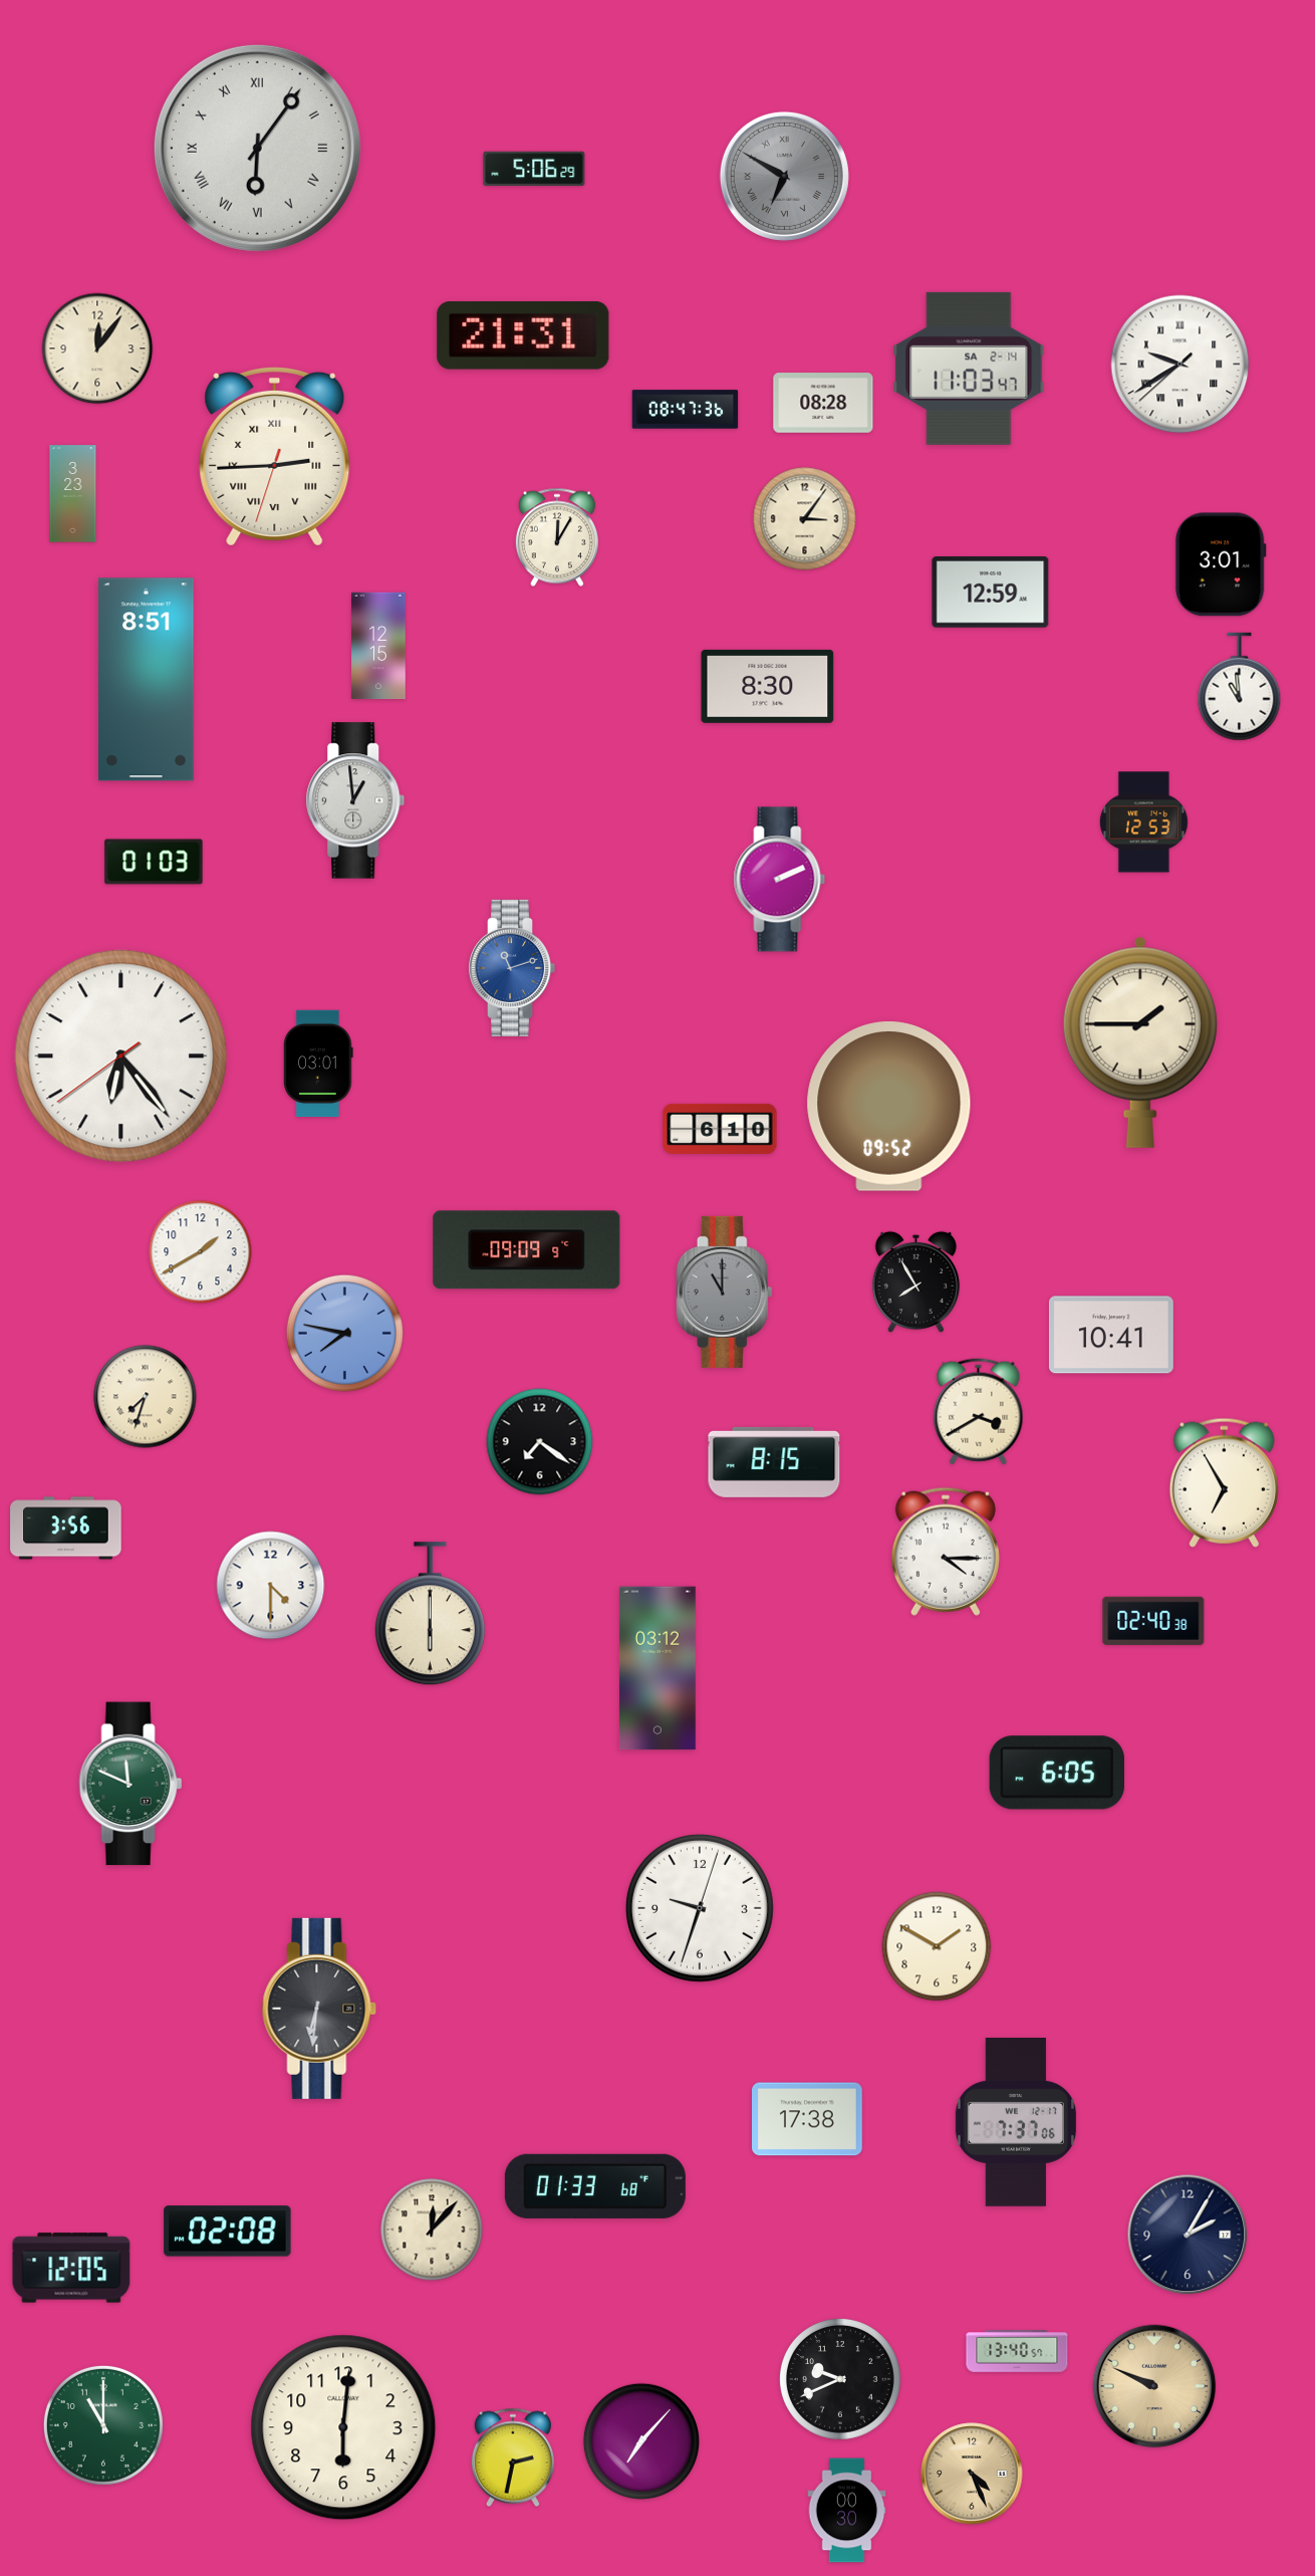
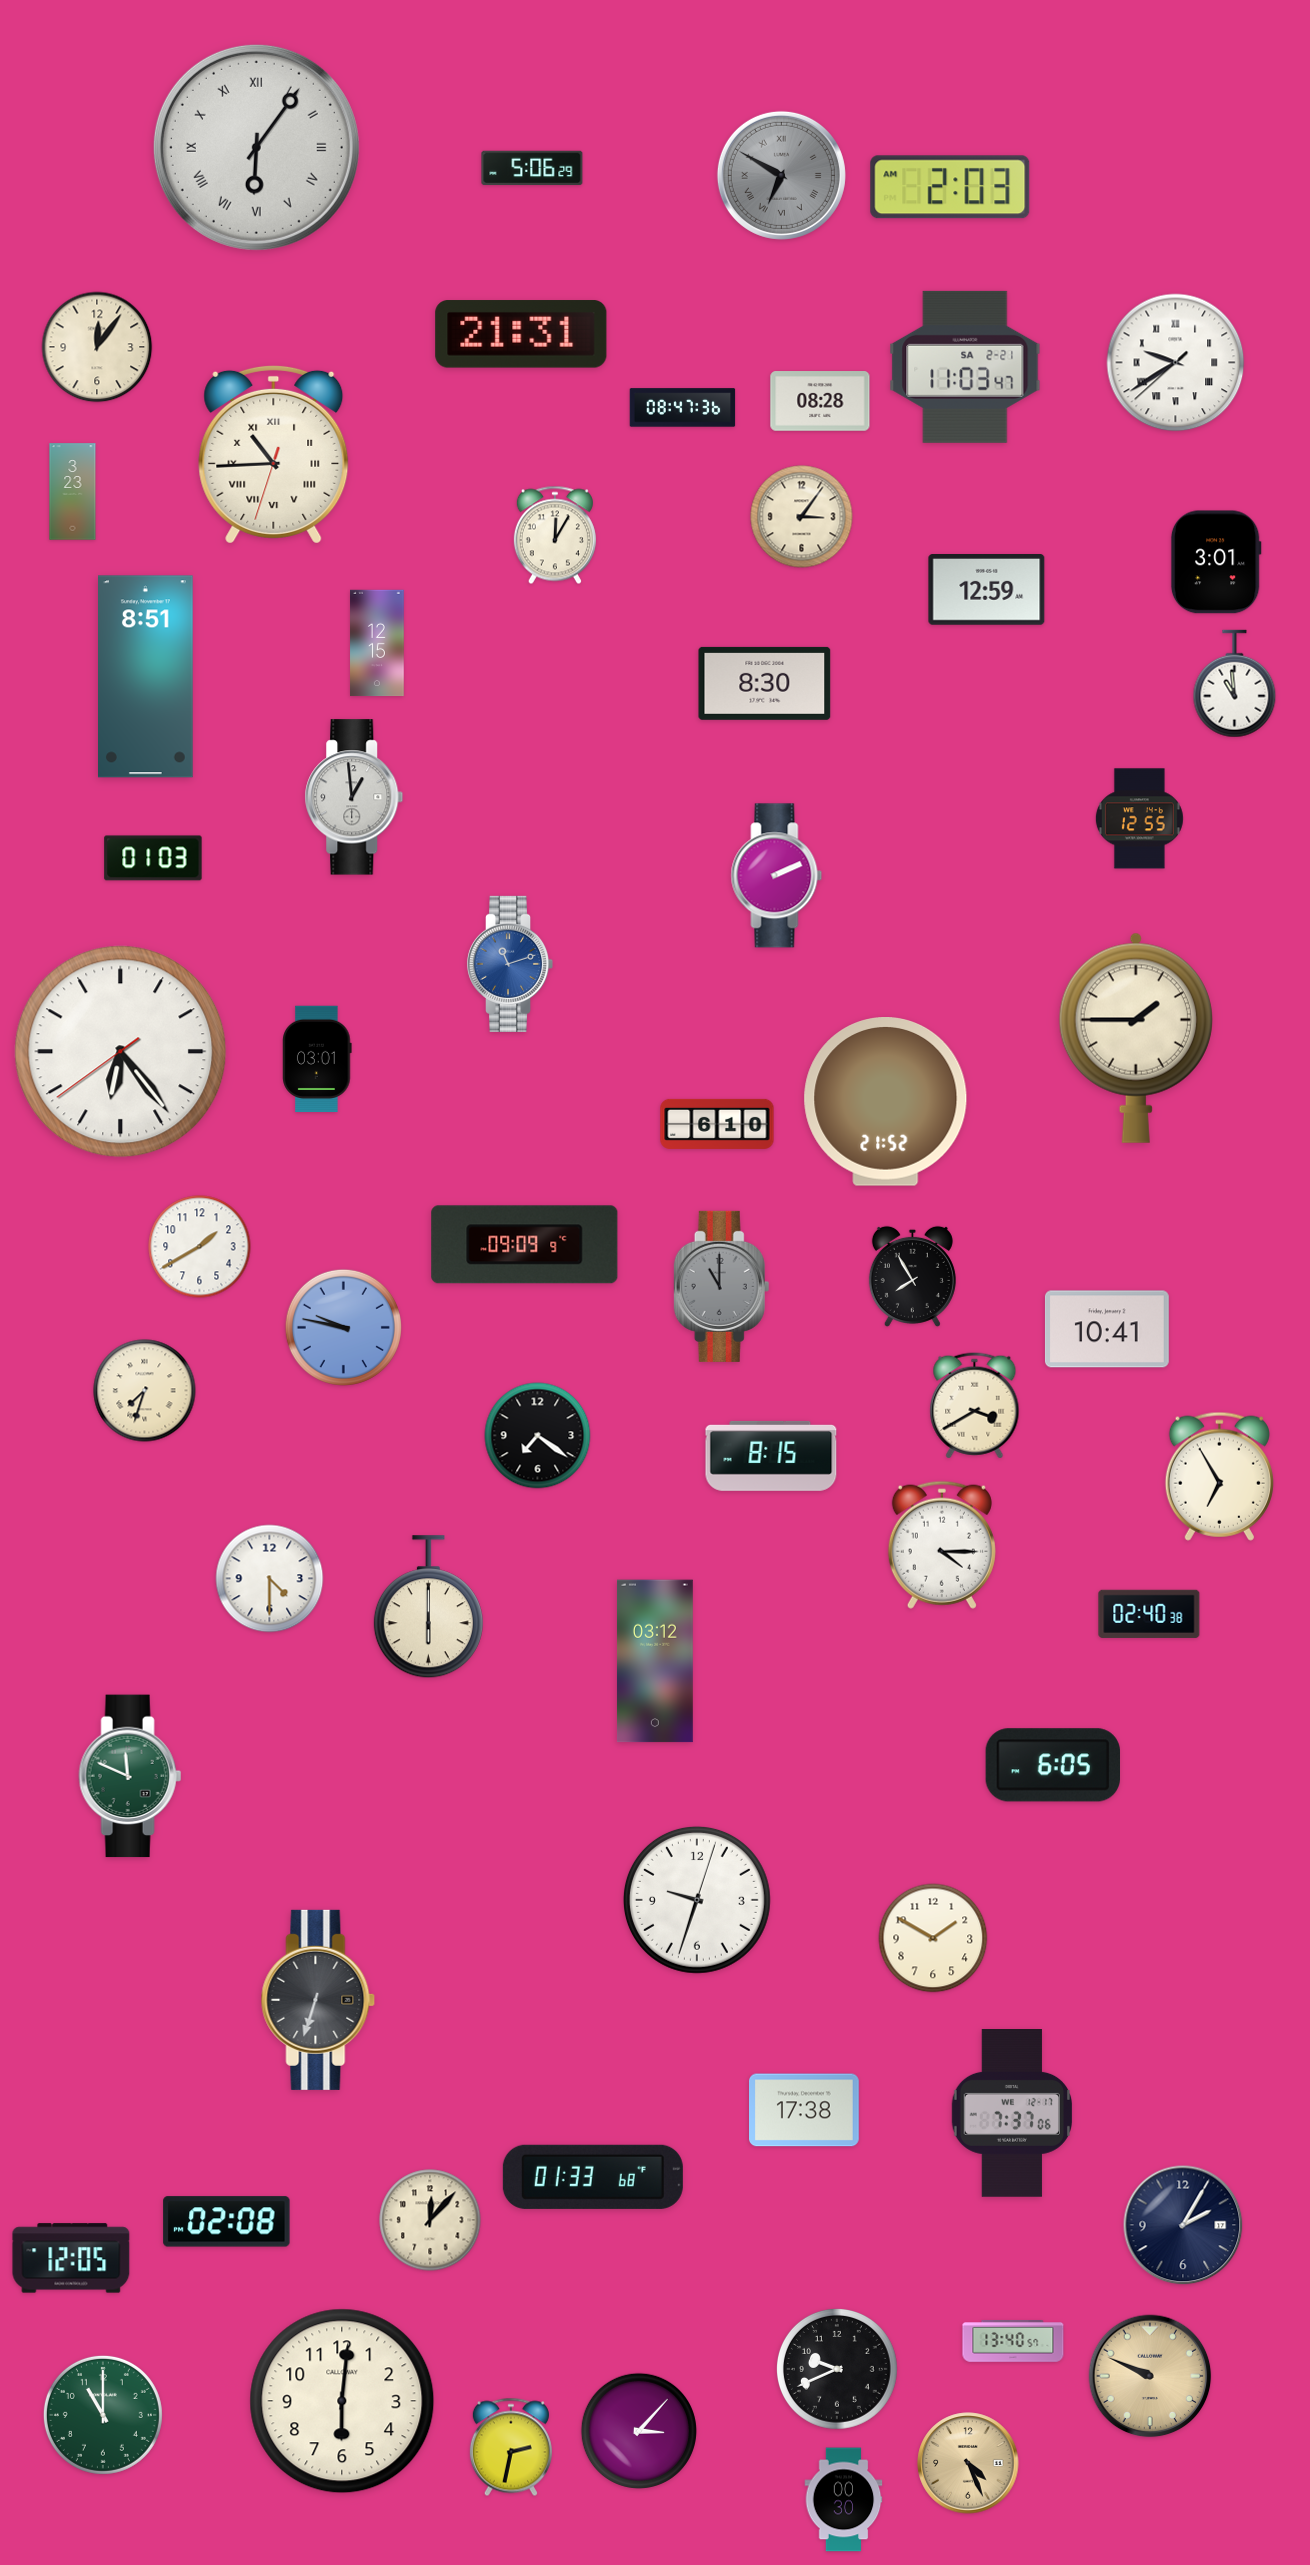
clock at (950, 187): none -> 2:03
clock at (969, 369) date: SA 2-14 -> SA 2-21
clock at (275, 456): 2:44 -> 10:44
clock at (1143, 823): 12:53 -> 12:55
clock at (889, 1107): 09:52 -> 21:52
clock at (344, 1333): 7:47 -> 9:47
clock at (66, 1529): 3:56 -> none
clock at (319, 2009): 6:31 -> 6:33
clock at (343, 2427) position: (343, 2427) -> (342, 2401)
clock at (641, 2441): 7:07 -> 3:07
